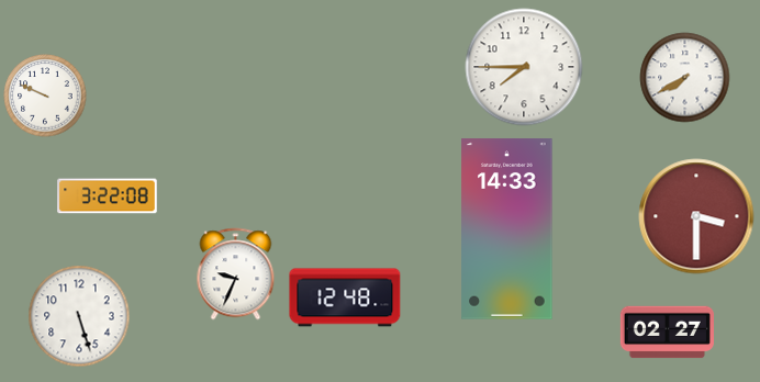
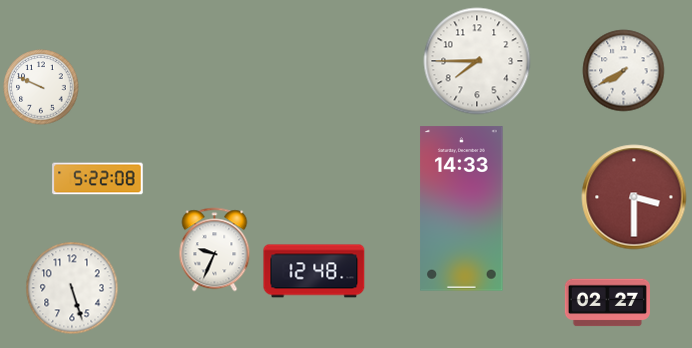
clock at (108, 196): 3:22 -> 5:22
